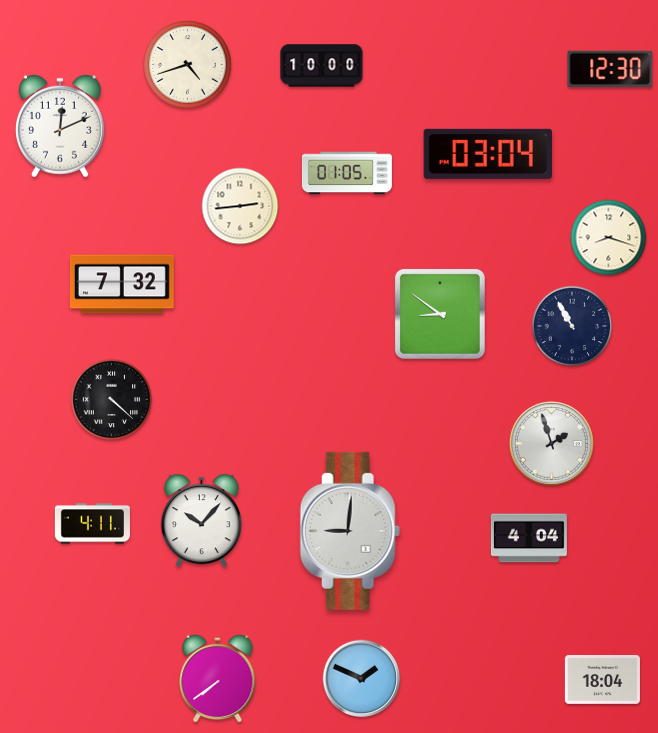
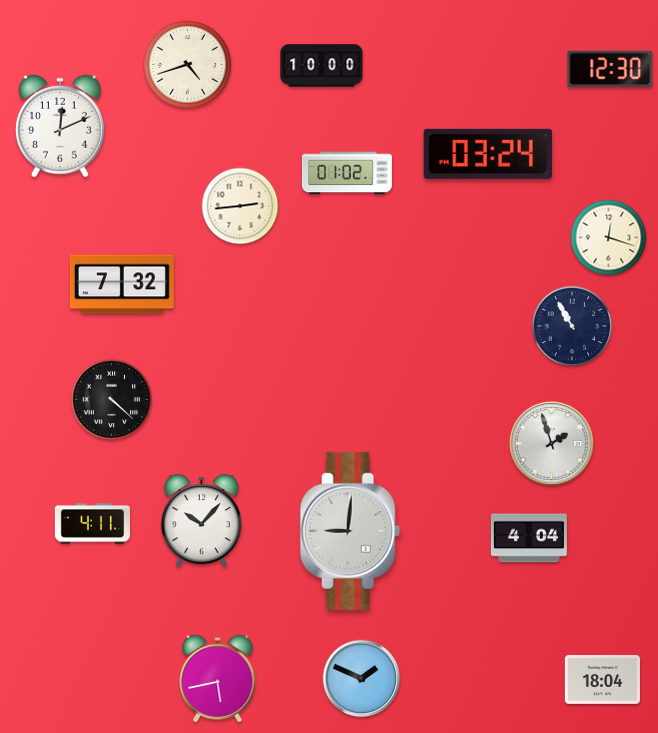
clock at (487, 154): 03:04 -> 03:24
clock at (347, 173): 01:05 -> 01:02
clock at (609, 238): 8:18 -> 12:18
clock at (440, 314): 8:51 -> none
clock at (218, 678): 7:39 -> 5:43
